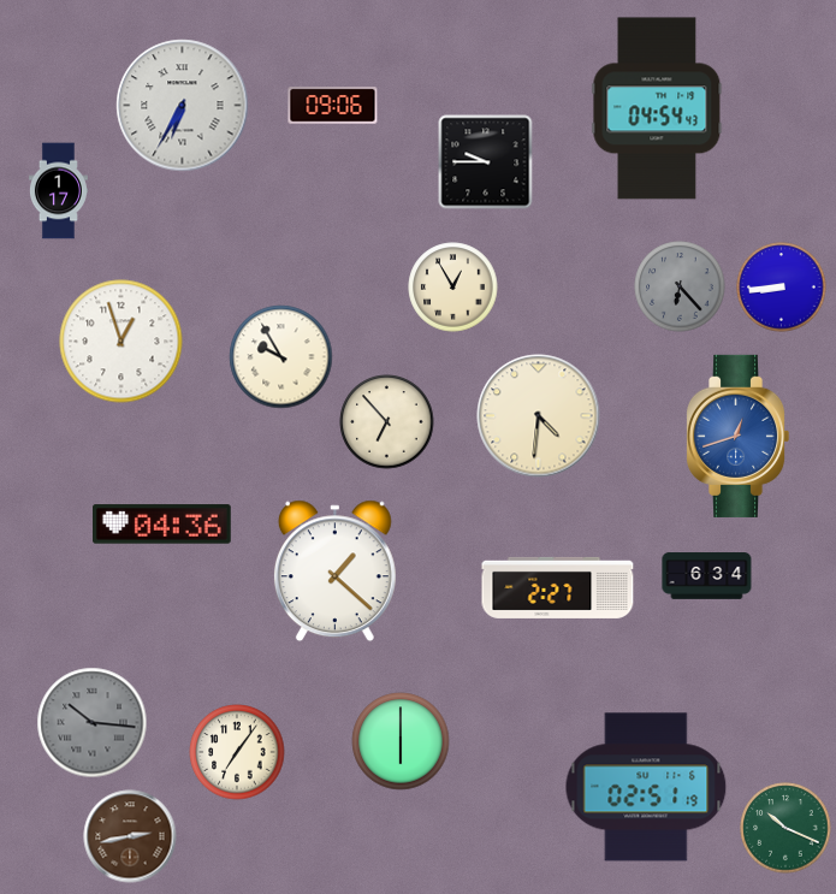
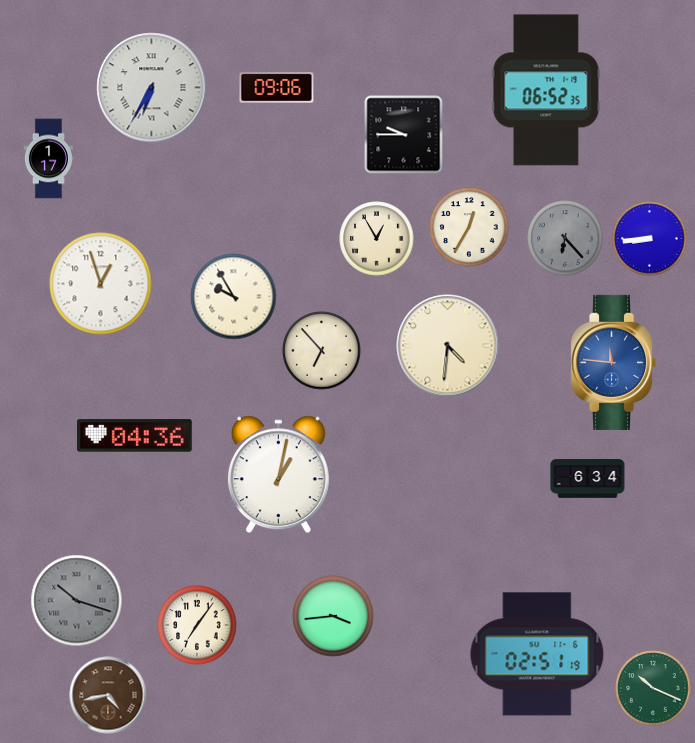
clock at (657, 108): 04:54 -> 06:52
clock at (469, 227): none -> 12:35
clock at (737, 436): 12:42 -> 11:46
clock at (334, 572): 1:22 -> 1:02
clock at (558, 587): 2:27 -> none
clock at (93, 723): 10:16 -> 10:18
clock at (401, 741): 6:00 -> 3:44
clock at (130, 836): 2:43 -> 4:43
